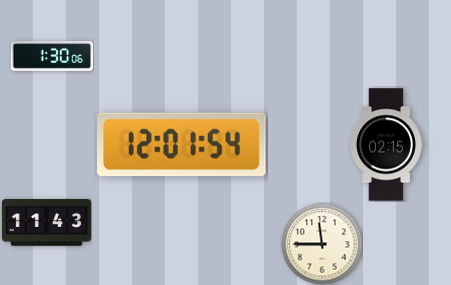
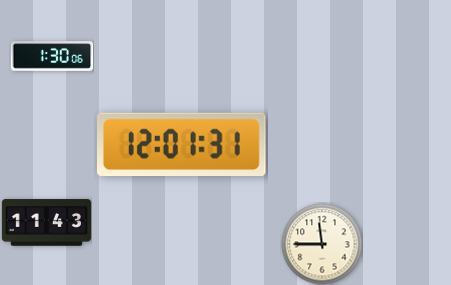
clock at (182, 145): 12:01:54 -> 12:01:31
clock at (387, 145): 02:15 -> none
